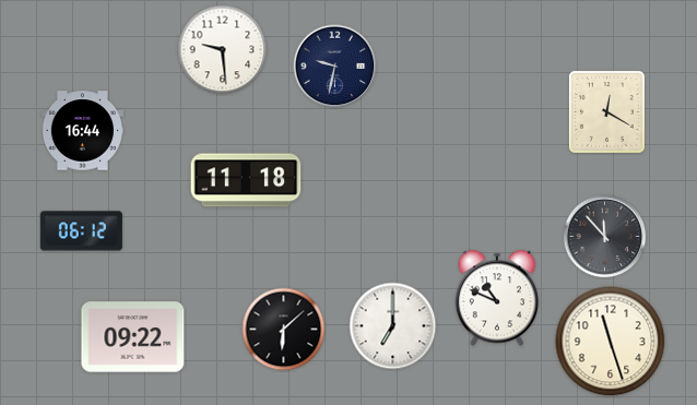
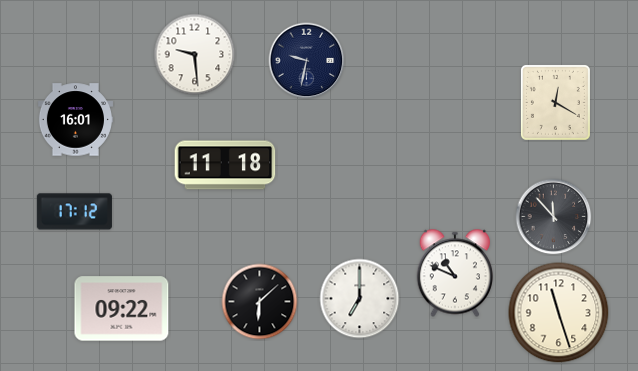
clock at (223, 50) position: (223, 50) -> (195, 55)
clock at (82, 131): 16:44 -> 16:01
clock at (81, 231): 06:12 -> 17:12
